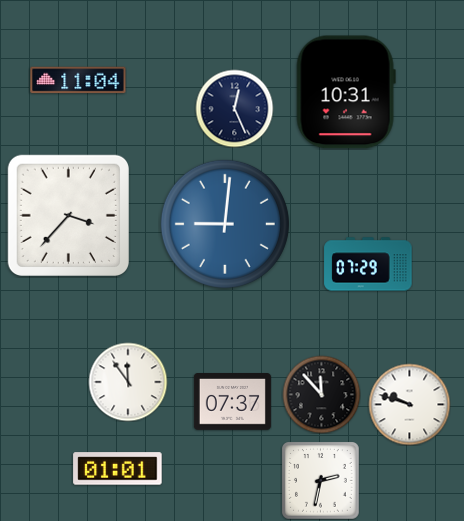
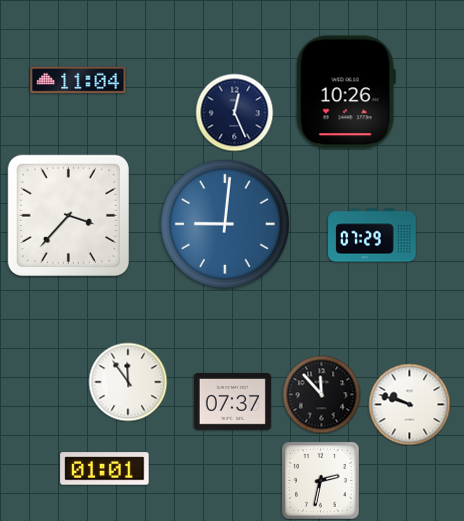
clock at (346, 92): 10:31 -> 10:26
clock at (234, 108) position: (234, 108) -> (234, 112)
clock at (368, 264) position: (368, 264) -> (372, 235)
clock at (118, 469) position: (118, 469) -> (105, 469)
